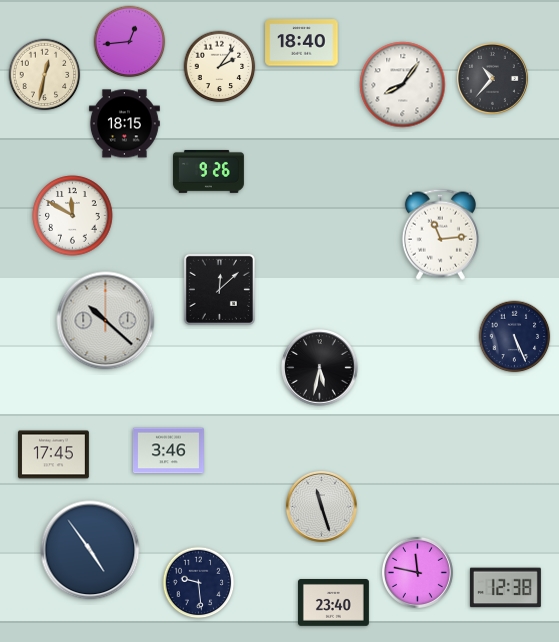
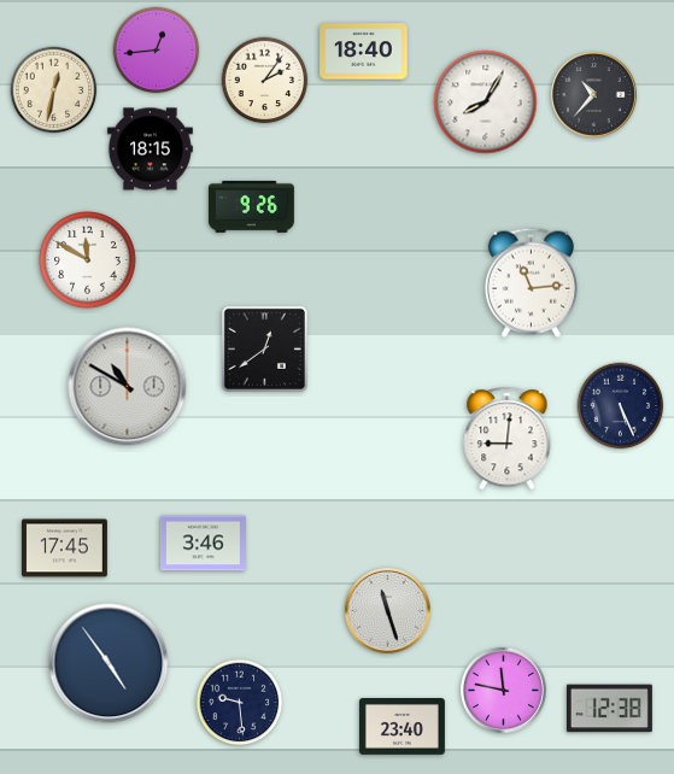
clock at (403, 85): 8:06 -> 8:05
clock at (219, 289): 12:08 -> 12:39
clock at (106, 321): 10:22 -> 10:50
clock at (508, 439): none -> 9:01
clock at (320, 368): 5:32 -> none
